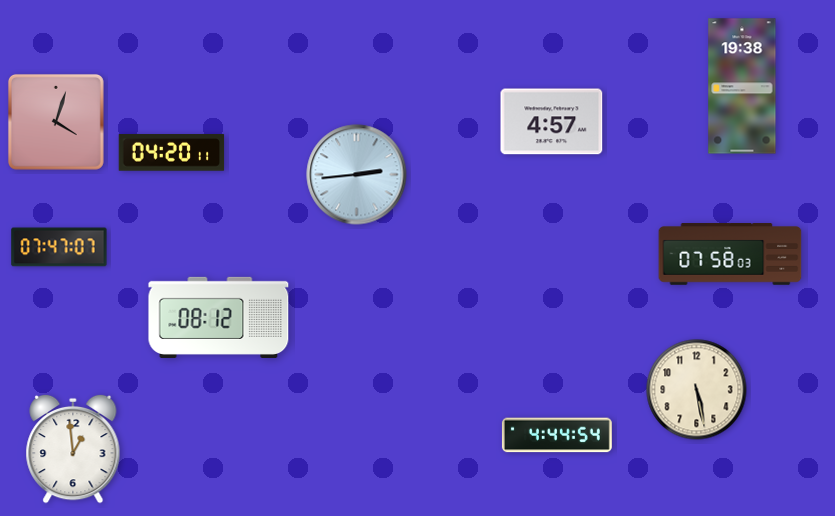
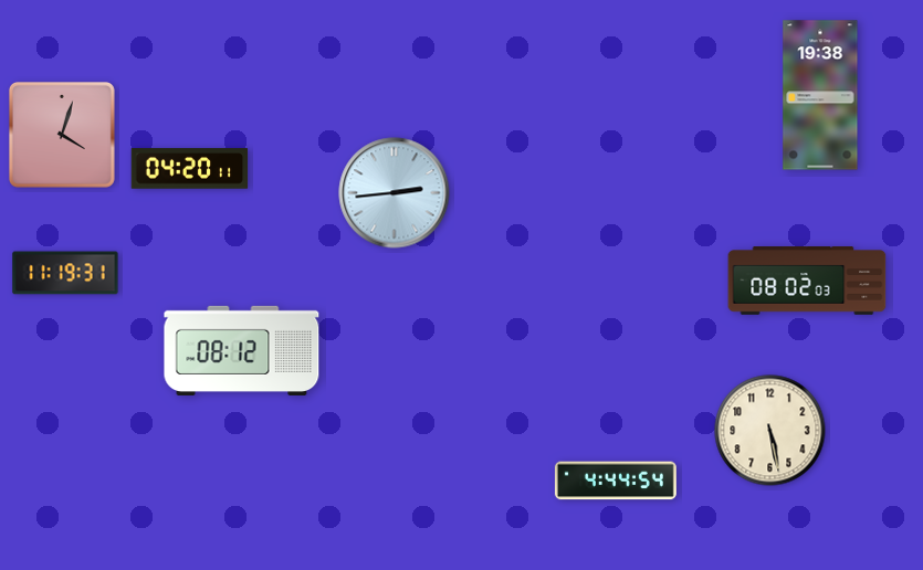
clock at (552, 122): 4:57 -> none
clock at (59, 247): 07:47 -> 11:19
clock at (730, 254): 07:58 -> 08:02
clock at (73, 449): 12:59 -> none
